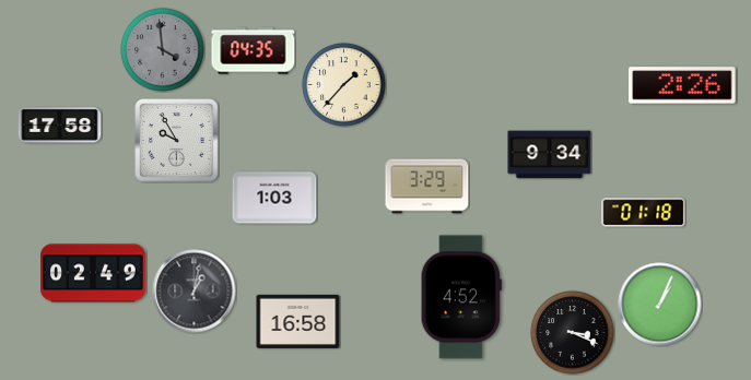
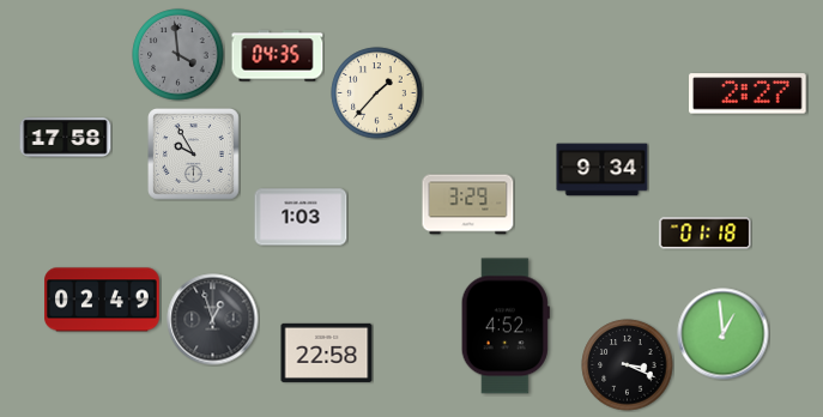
clock at (682, 85): 2:26 -> 2:27
clock at (195, 292): 1:02 -> 12:57
clock at (660, 305): 1:04 -> 12:59
clock at (298, 321): 16:58 -> 22:58
